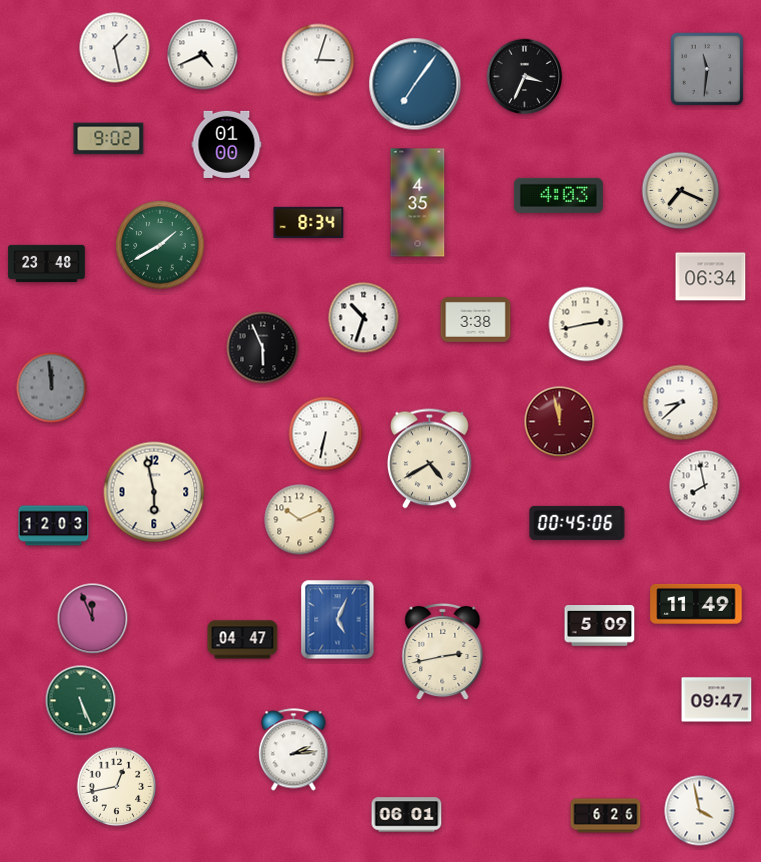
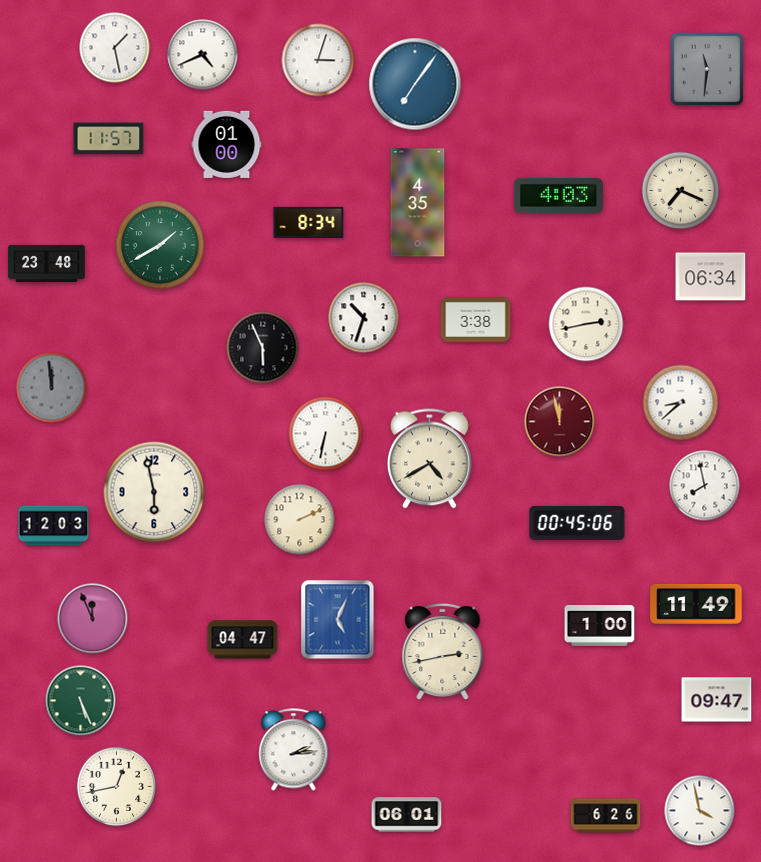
clock at (525, 77): 3:34 -> none
clock at (109, 139): 9:02 -> 11:57
clock at (300, 520): 10:11 -> 2:11
clock at (600, 626): 5:09 -> 1:00
